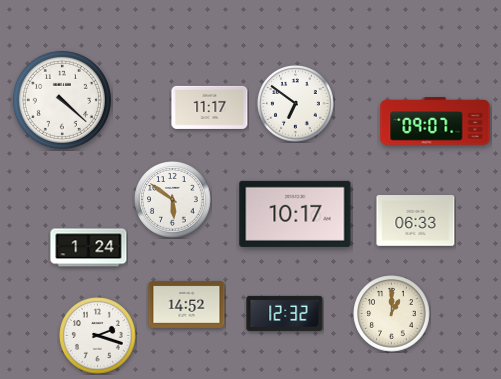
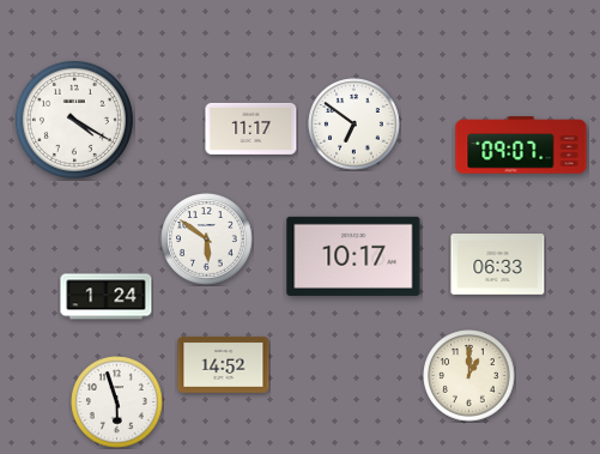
clock at (62, 100): 4:22 -> 4:20
clock at (285, 313): 12:32 -> none
clock at (98, 336): 2:18 -> 5:57
